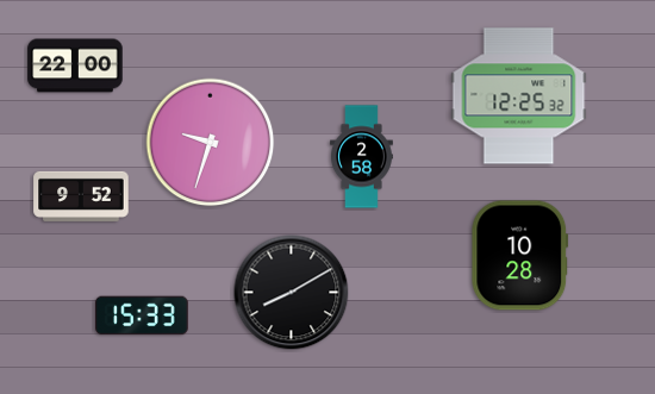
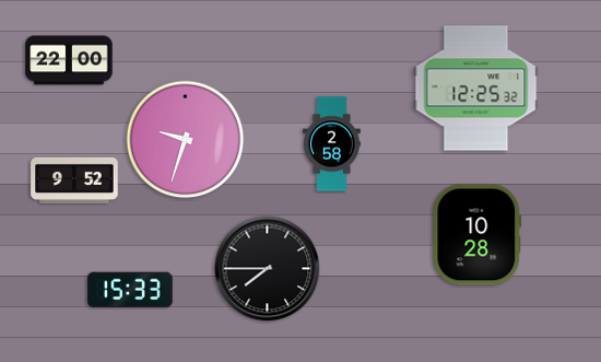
clock at (211, 143) position: (211, 143) -> (186, 140)
clock at (292, 293): 8:10 -> 7:45
